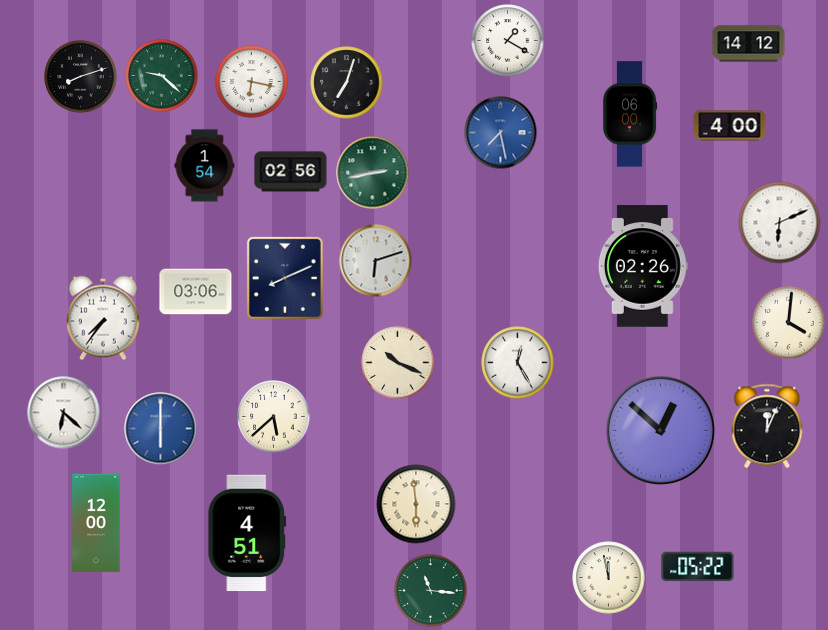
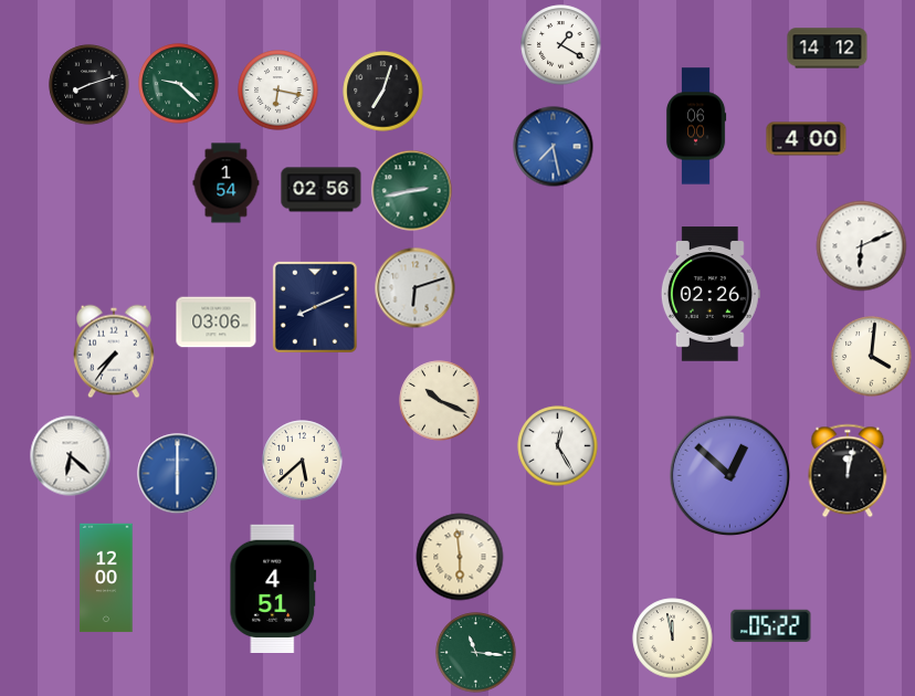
clock at (518, 363) position: (518, 363) -> (558, 446)
clock at (767, 426): 12:04 -> 12:02
